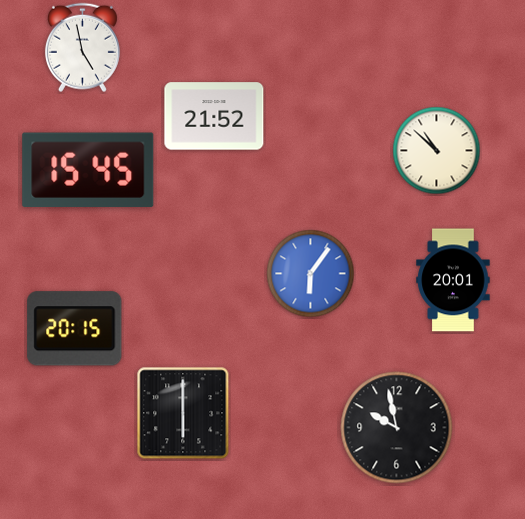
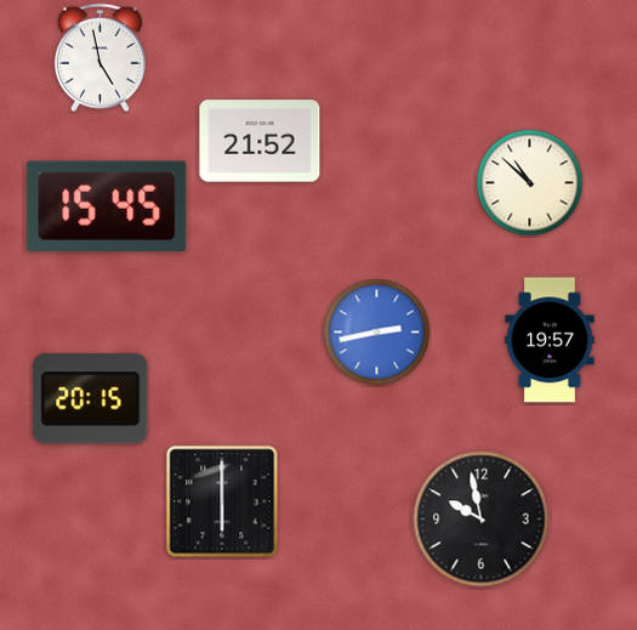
clock at (311, 274): 6:06 -> 2:43
clock at (453, 280): 20:01 -> 19:57
